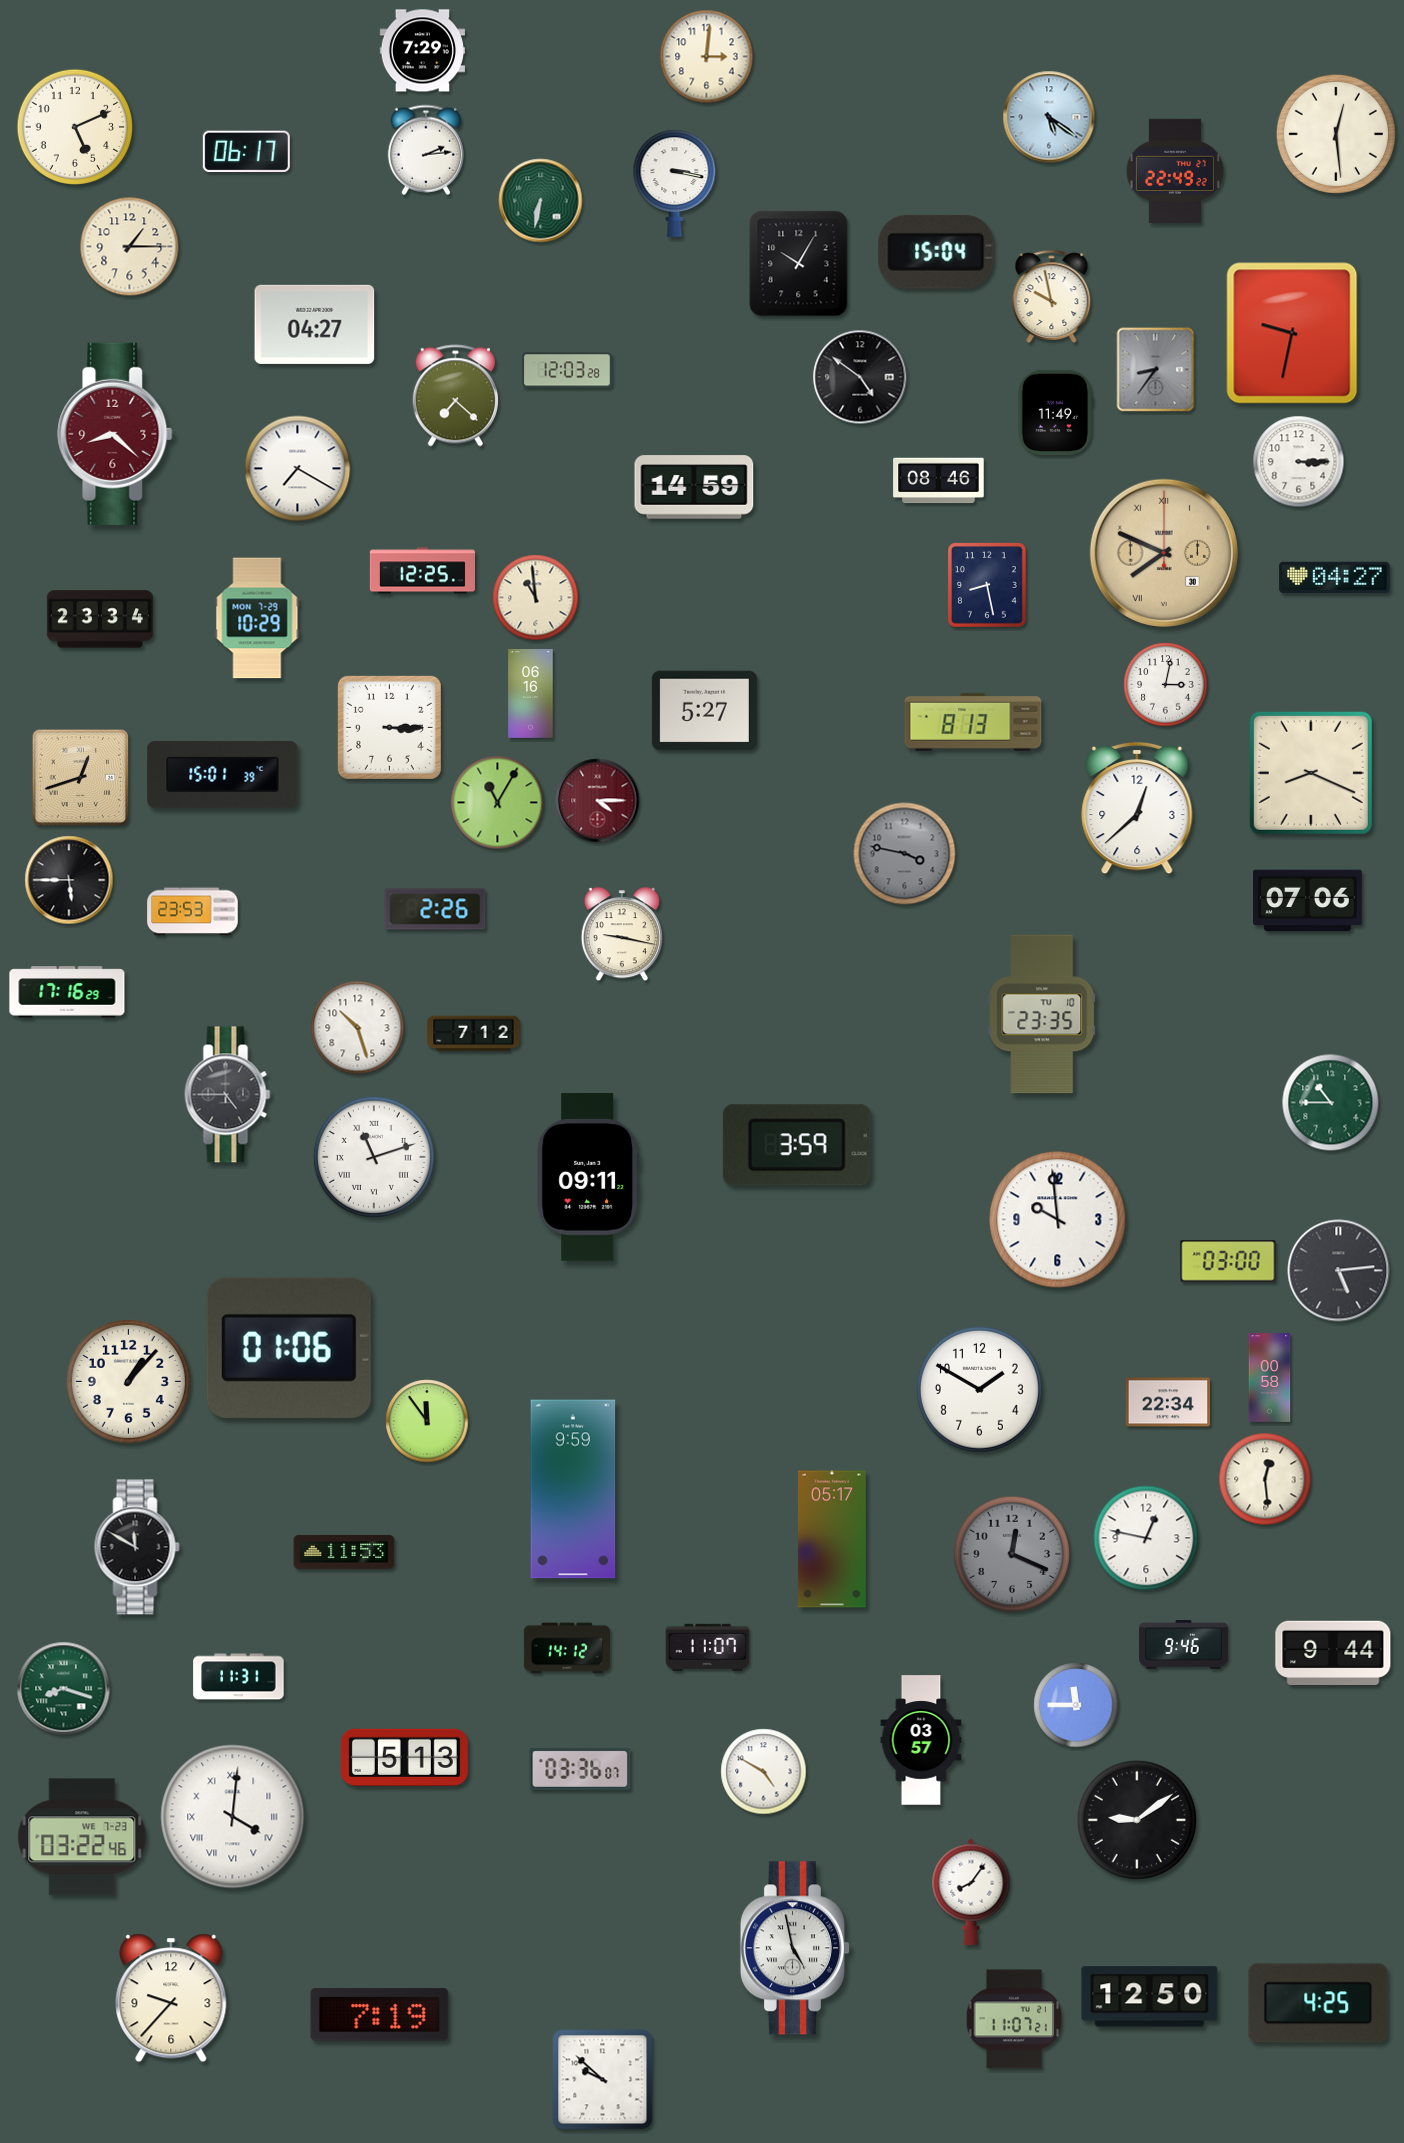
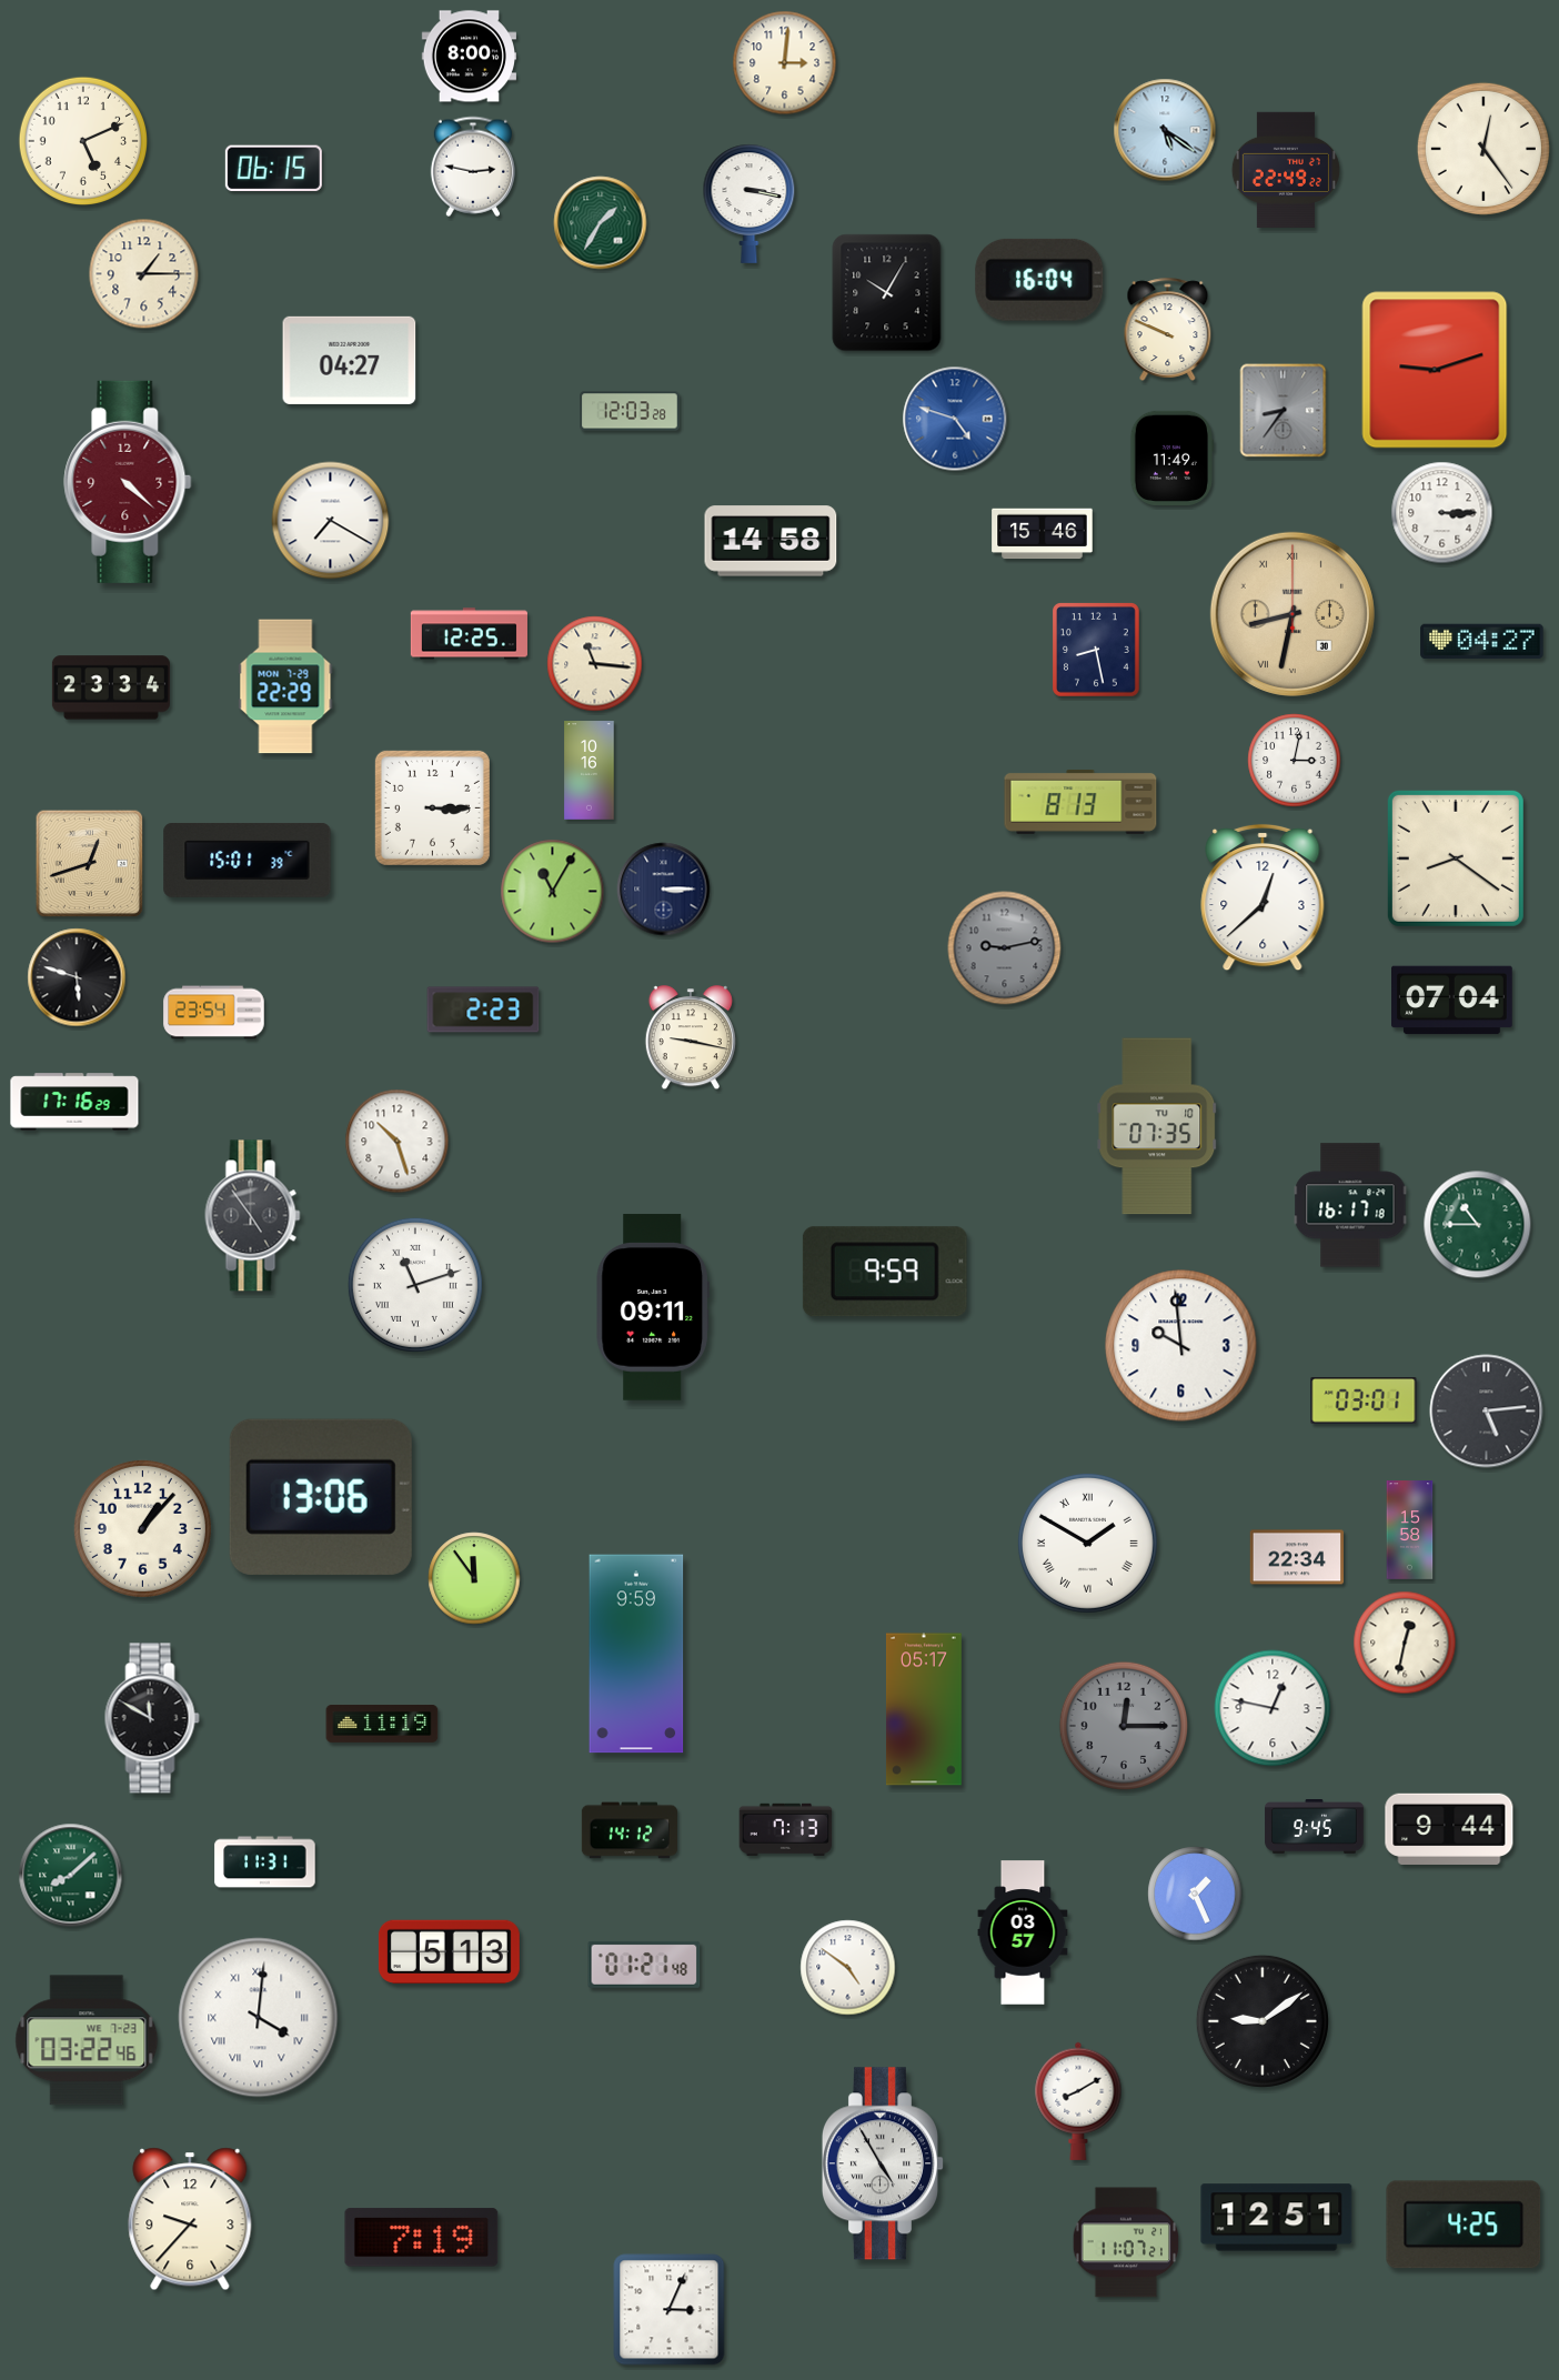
clock at (422, 51): 7:29 -> 8:00
clock at (1336, 134): 12:29 -> 12:24
clock at (426, 150): 2:14 -> 2:47
clock at (246, 152): 06:17 -> 06:15
clock at (1175, 170) position: (1175, 170) -> (1286, 169)
clock at (541, 201): 6:32 -> 1:35
clock at (936, 252): 15:04 -> 16:04
clock at (1052, 296): 9:58 -> 9:49
clock at (1292, 333): 9:32 -> 9:12
clock at (860, 377): 4:51 -> 4:48
clock at (860, 377) dial: black -> blue
clock at (455, 396): 7:22 -> none
clock at (115, 434): 8:22 -> 4:22
clock at (939, 481): 08:46 -> 15:46
clock at (694, 487): 14:59 -> 14:58
clock at (1164, 553): 7:49 -> 8:32
clock at (536, 598): 10:59 -> 11:16
clock at (257, 618): 10:29 -> 22:29
clock at (531, 694): 06:16 -> 10:16
clock at (704, 711): 5:27 -> none
clock at (1311, 773): 8:19 -> 8:21
clock at (598, 801): 4:15 -> 3:15
clock at (598, 801) dial: burgundy -> navy
clock at (905, 854): 3:47 -> 9:13
clock at (69, 880): 5:45 -> 5:48
clock at (1308, 901): 07:06 -> 07:04
clock at (435, 909): 2:26 -> 2:23
clock at (193, 912): 23:53 -> 23:54
clock at (1042, 1014): 23:35 -> 07:35
clock at (474, 1034): 7:12 -> none
clock at (1350, 1205): none -> 16:17
clock at (228, 1095): 4:45 -> 4:54
clock at (797, 1145): 3:59 -> 9:59
clock at (1058, 1220) position: (1058, 1220) -> (1181, 1346)
clock at (1228, 1261): 03:00 -> 03:01
clock at (289, 1348): 01:06 -> 13:06
clock at (1270, 1378): 00:58 -> 15:58
clock at (128, 1381) position: (128, 1381) -> (142, 1528)
clock at (979, 1389) numerals: Arabic -> Roman
clock at (1265, 1479): 12:29 -> 12:32
clock at (344, 1552): 11:53 -> 11:19
clock at (1011, 1553): 12:19 -> 12:15
clock at (1184, 1645): 9:46 -> 9:45
clock at (708, 1647): 11:07 -> 7:13
clock at (1333, 1653) position: (1333, 1653) -> (1449, 1829)
clock at (64, 1689): 8:18 -> 8:08
clock at (1076, 1705): 11:45 -> 1:26
clock at (580, 1769): 03:36 -> 01:21
clock at (764, 1772): 4:50 -> 4:51
clock at (82, 1837) position: (82, 1837) -> (87, 2040)
clock at (971, 1892): 8:06 -> 8:10
clock at (794, 1948): 4:58 -> 4:55
clock at (1150, 1997): 12:50 -> 12:51
clock at (603, 2080): 9:52 -> 3:04
